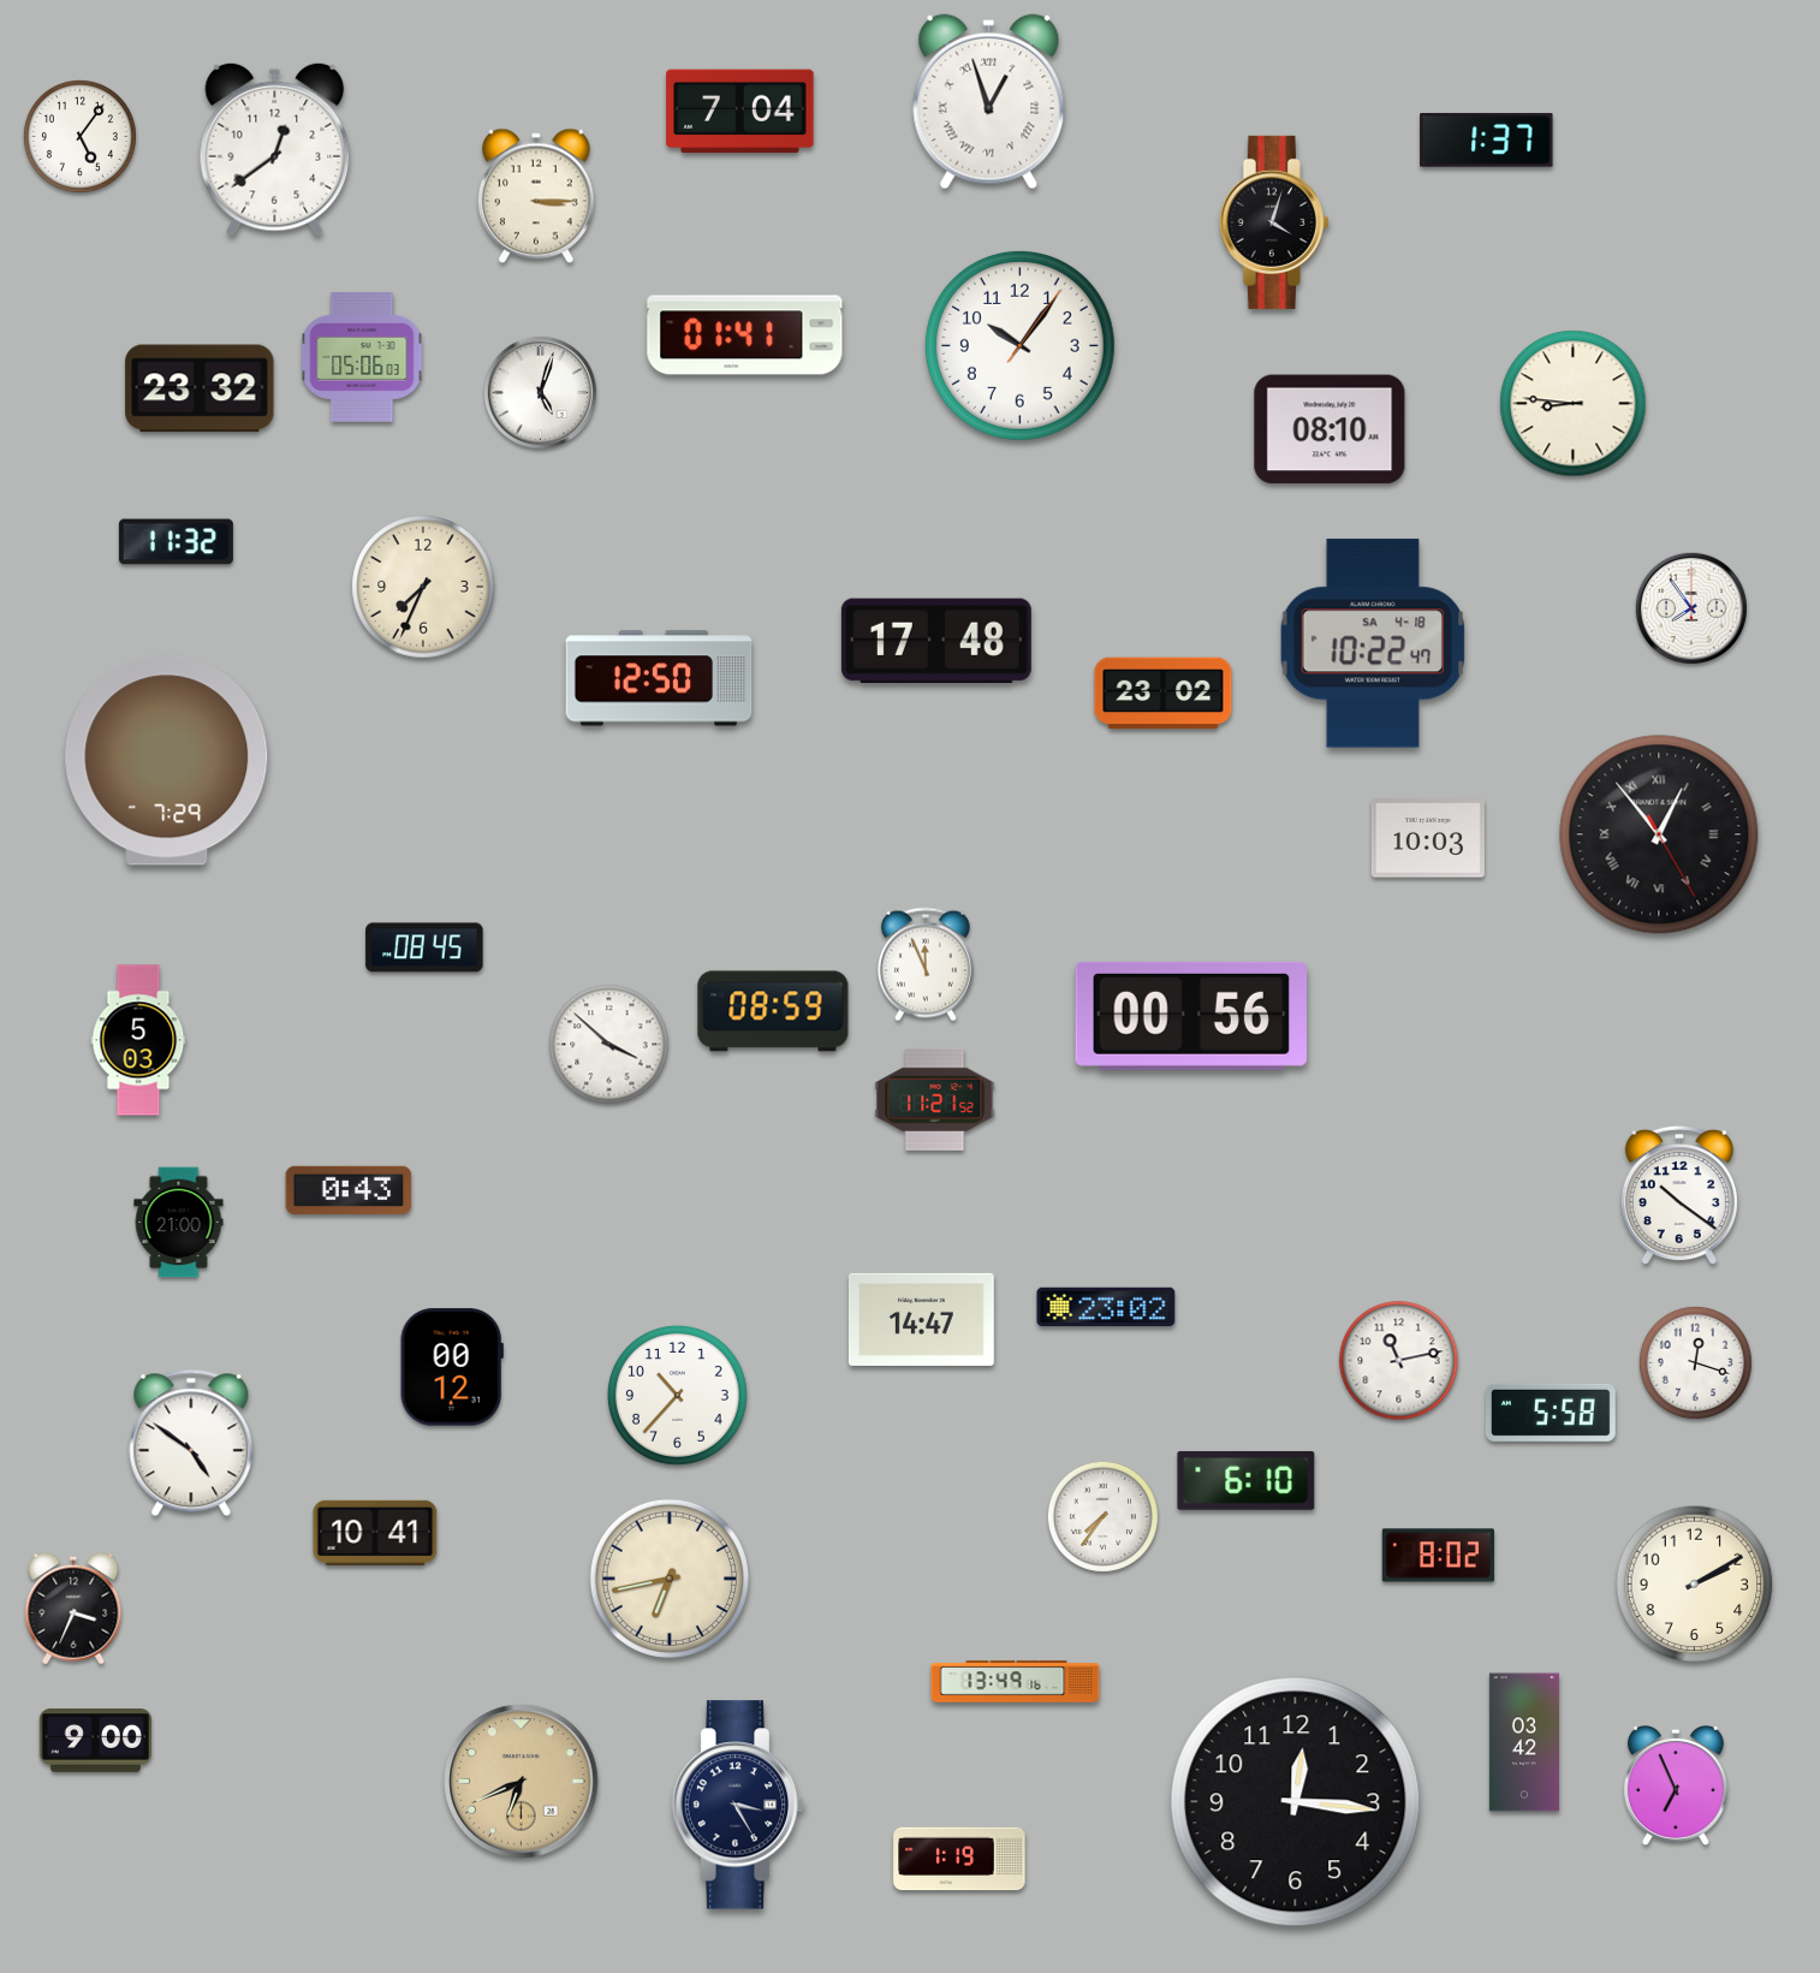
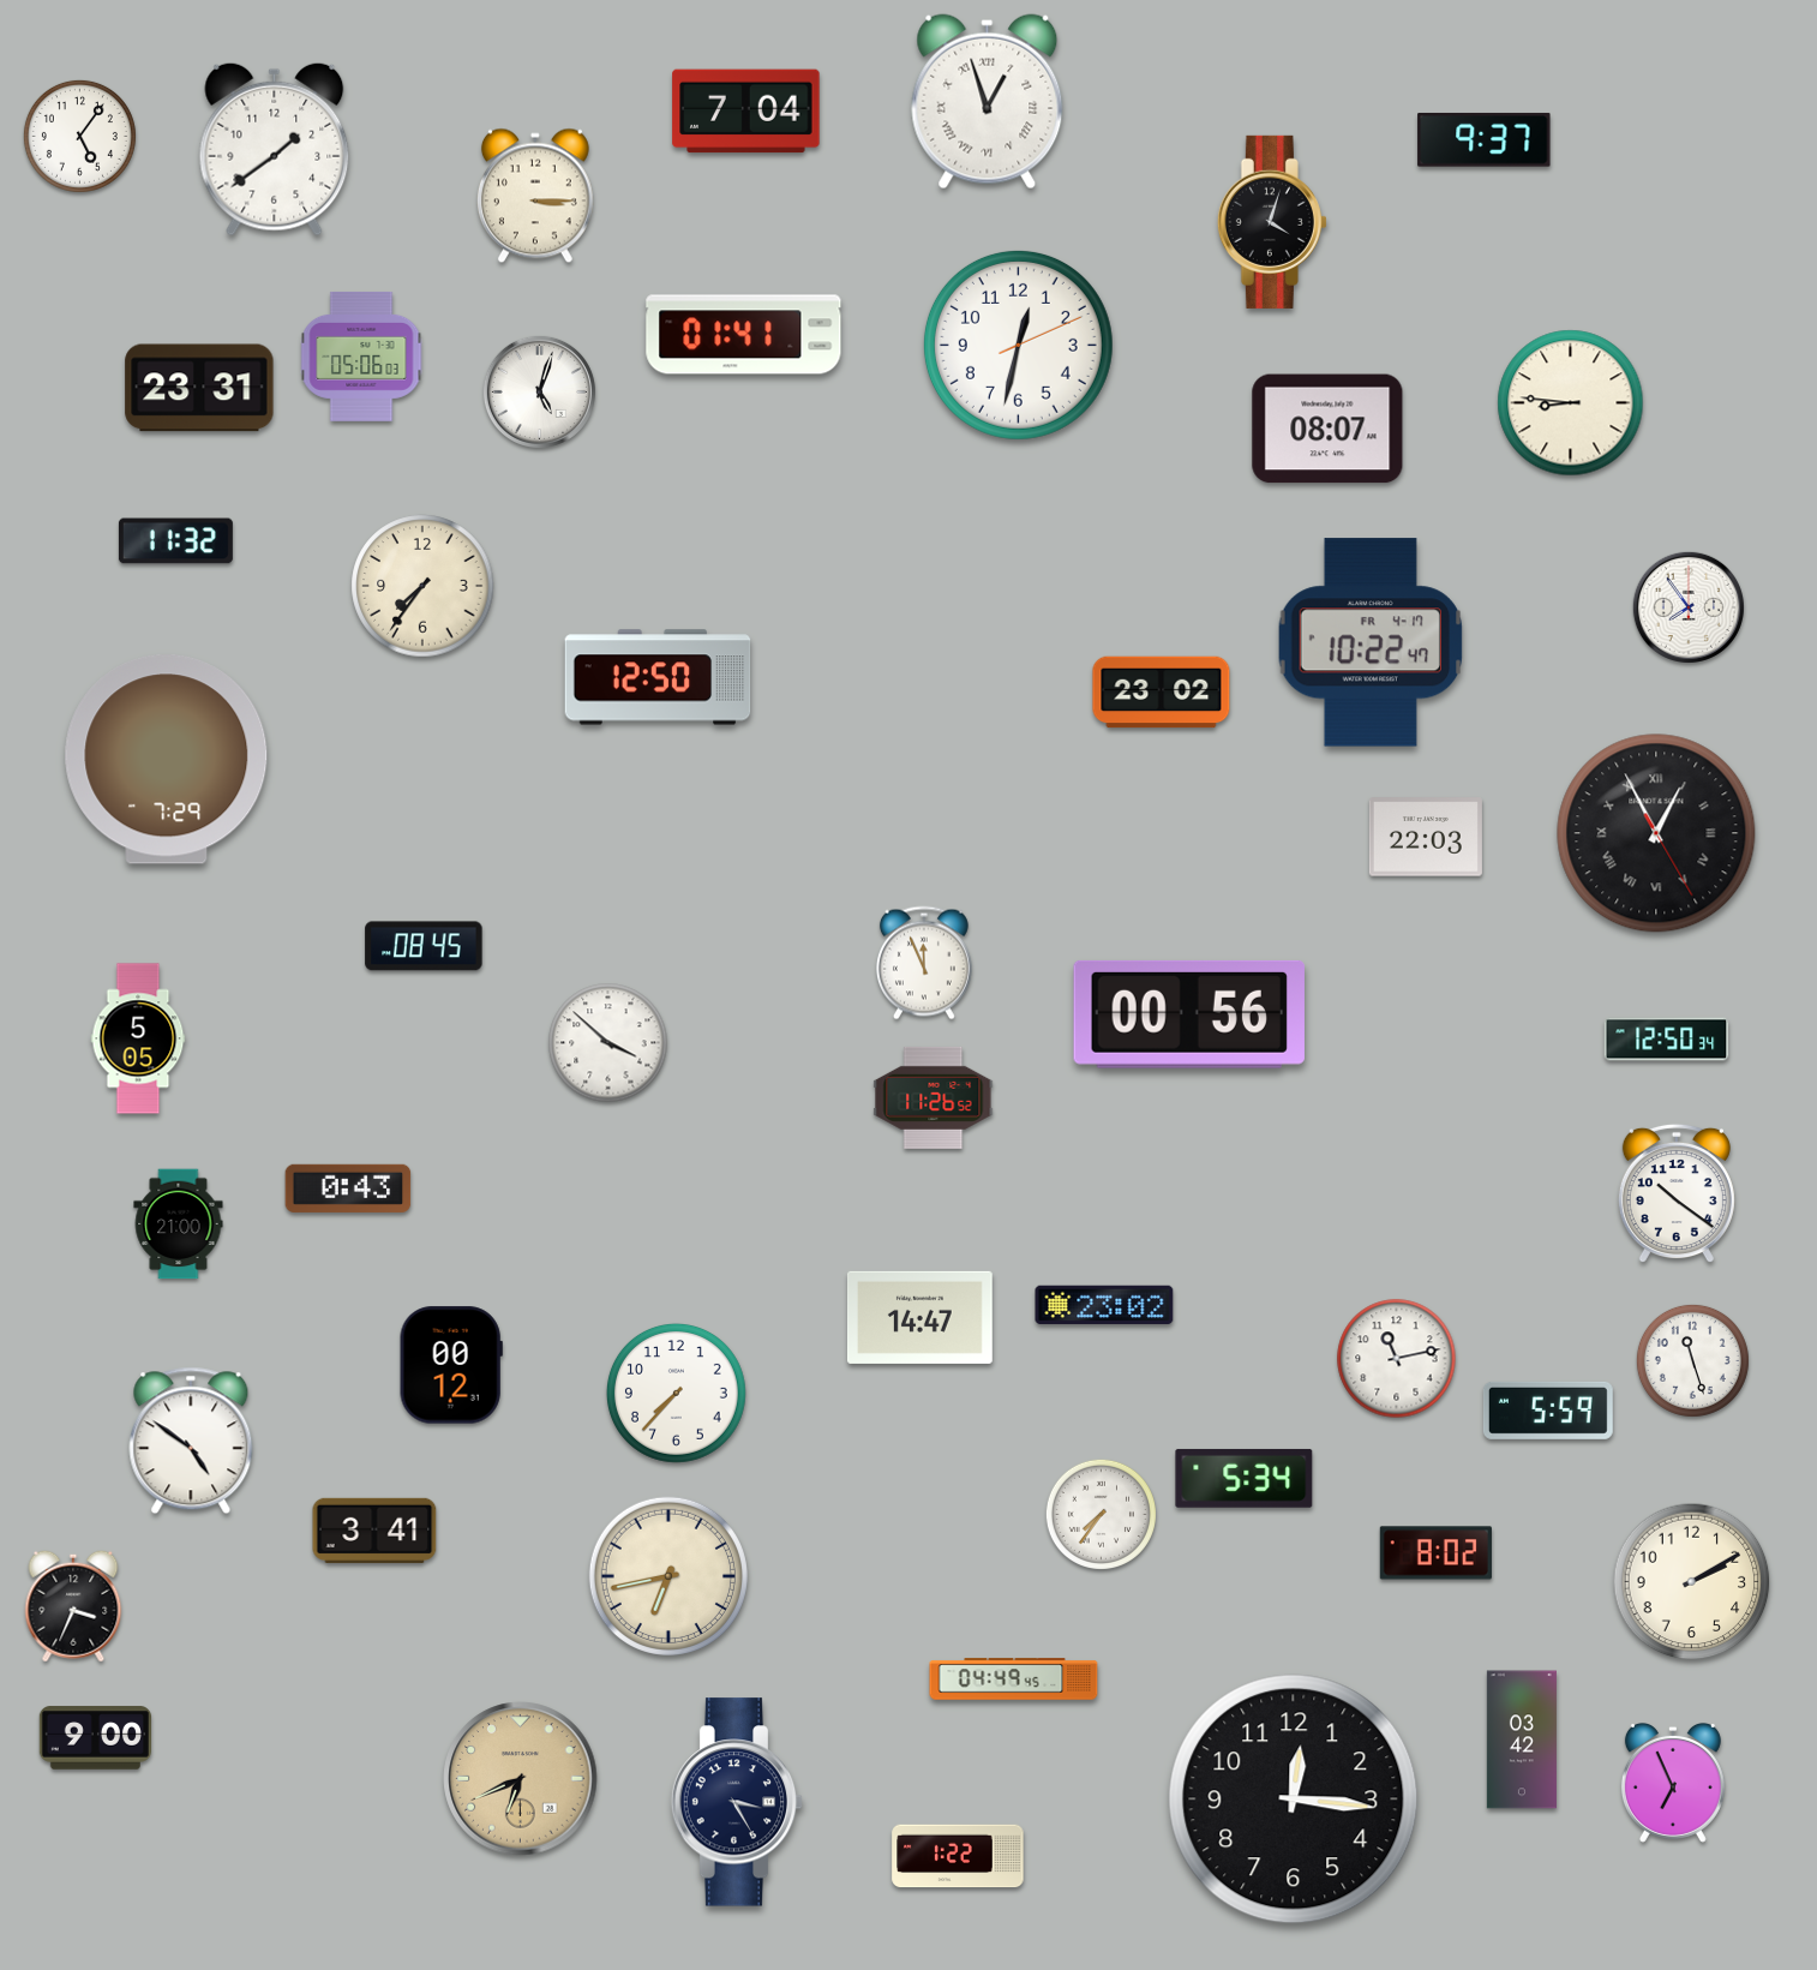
clock at (741, 112) position: (741, 112) -> (746, 112)
clock at (1487, 139): 1:37 -> 9:37
clock at (275, 149): 12:39 -> 1:39
clock at (1019, 345): 10:06 -> 12:32
clock at (200, 388): 23:32 -> 23:31
clock at (1330, 429): 08:10 -> 08:07
clock at (423, 587): 7:34 -> 7:36
clock at (936, 640): 17:48 -> none
clock at (1372, 643) date: SA 4-18 -> FR 4-17
clock at (1659, 834): 12:53 -> 12:55
clock at (1428, 838): 10:03 -> 22:03
clock at (773, 1011): 08:59 -> none
clock at (138, 1040): 5:03 -> 5:05
clock at (1667, 1040): none -> 12:50
clock at (935, 1099): 11:21 -> 11:26
clock at (179, 1223) position: (179, 1223) -> (179, 1224)
clock at (1695, 1362): 12:18 -> 11:27
clock at (677, 1395): 10:37 -> 7:37
clock at (1551, 1413): 5:58 -> 5:59
clock at (1247, 1481): 6:10 -> 5:34
clock at (375, 1533): 10:41 -> 3:41
clock at (1016, 1682): 13:49 -> 04:49
clock at (959, 1859): 1:19 -> 1:22
